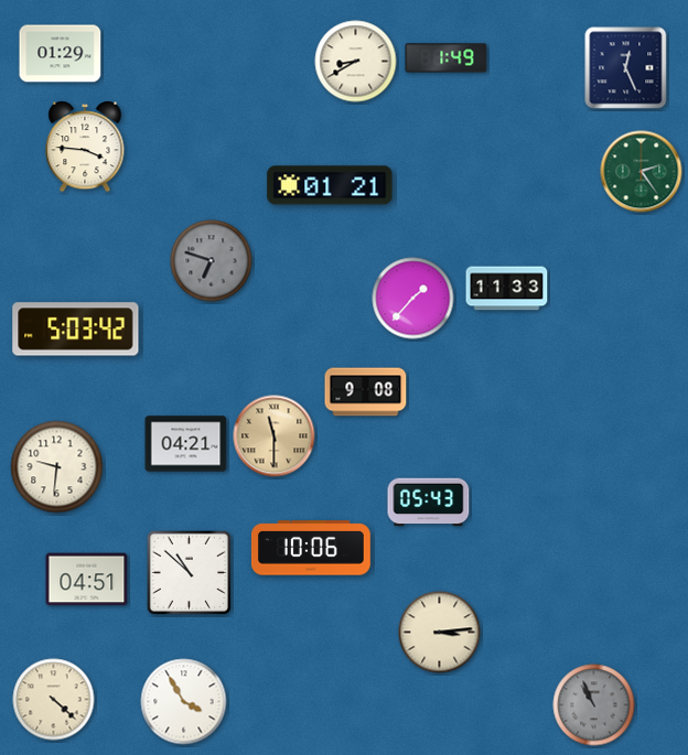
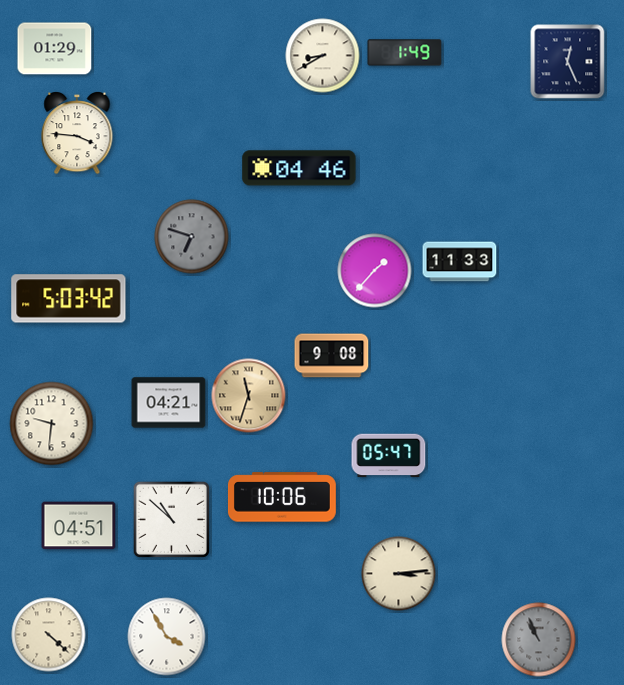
clock at (642, 172): 2:24 -> none
clock at (330, 185): 01:21 -> 04:46
clock at (275, 436): 11:30 -> 11:33
clock at (429, 503): 05:43 -> 05:47
